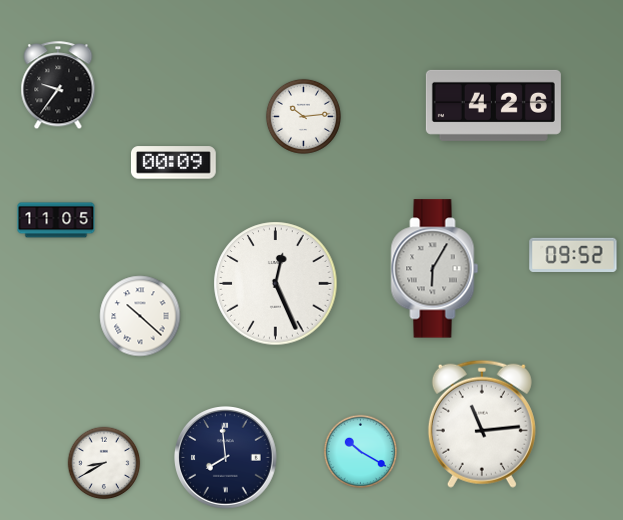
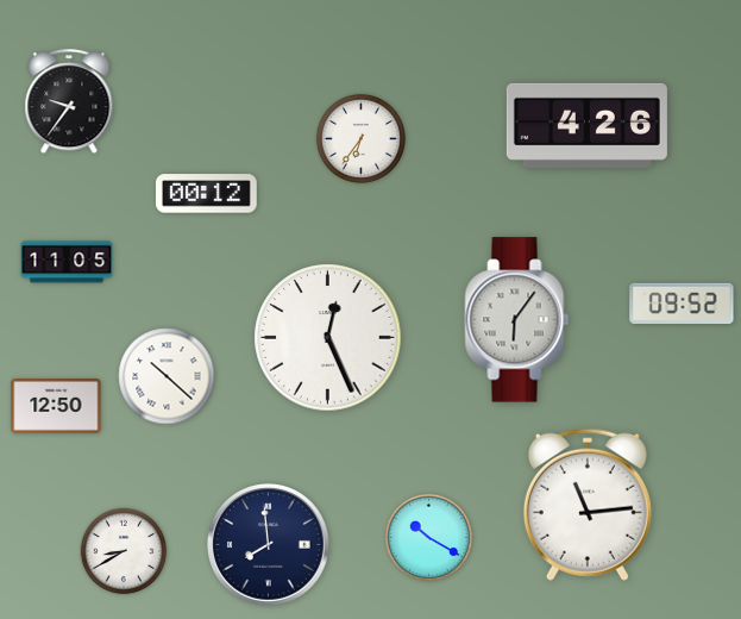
clock at (303, 116): 10:14 -> 6:36
clock at (173, 163): 00:09 -> 00:12
clock at (435, 269): 6:05 -> 6:06
clock at (56, 407): none -> 12:50
clock at (482, 424) position: (482, 424) -> (588, 505)
